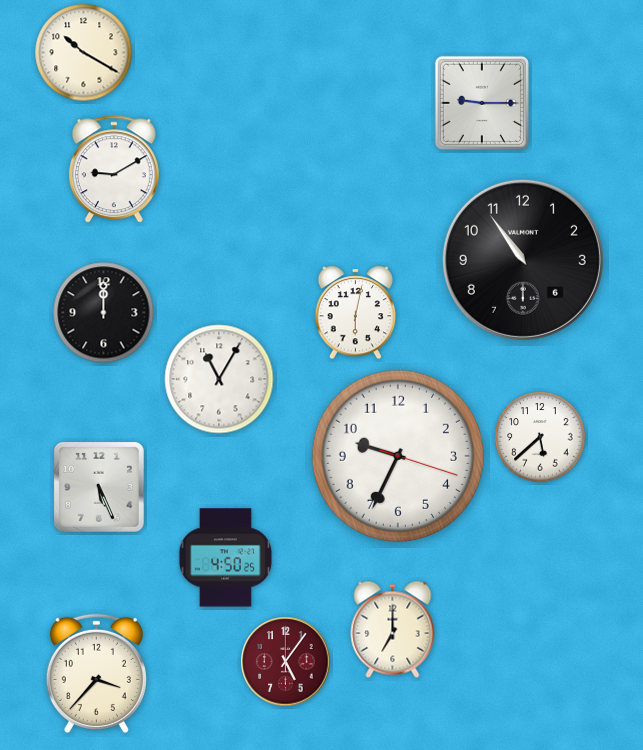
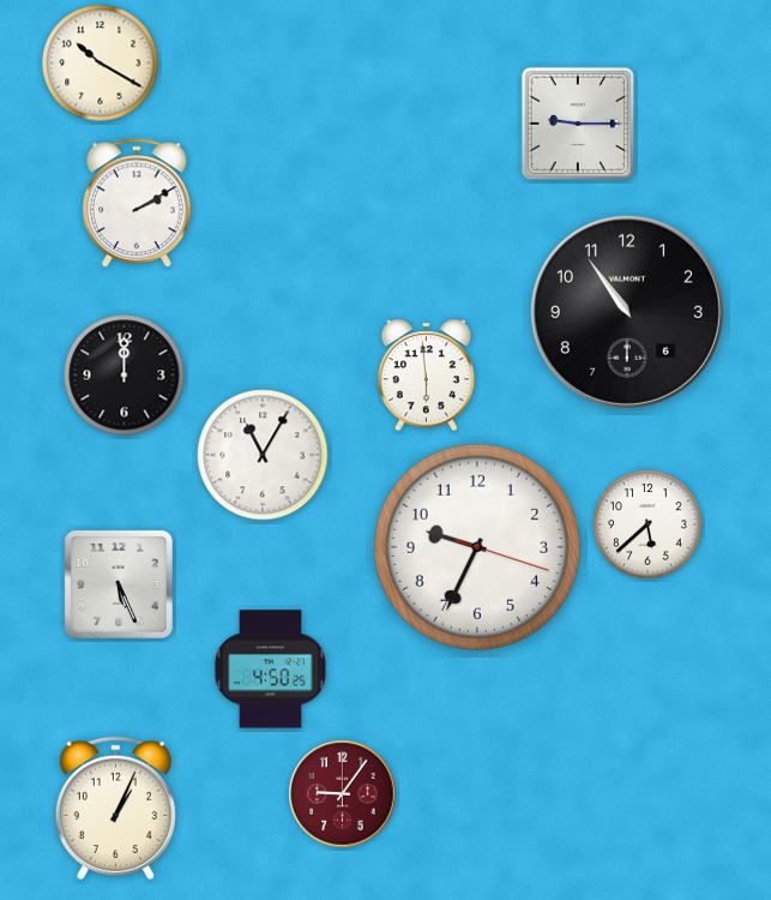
clock at (114, 170): 9:10 -> 2:10
clock at (356, 313): 6:02 -> 5:59
clock at (393, 629): 7:00 -> none
clock at (286, 662): 5:06 -> 9:06
clock at (96, 673): 3:37 -> 1:04
